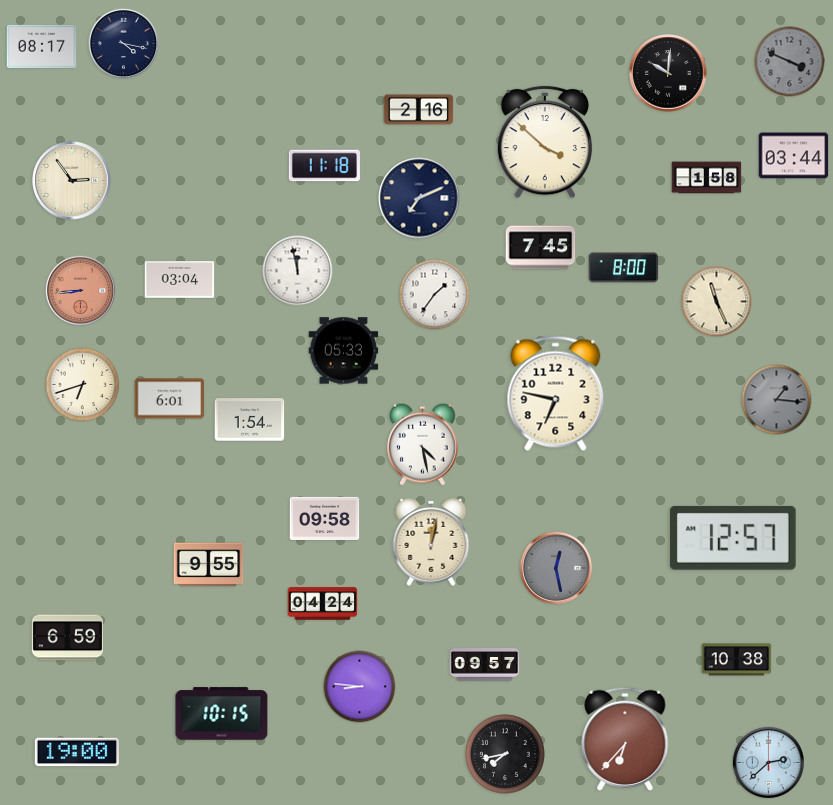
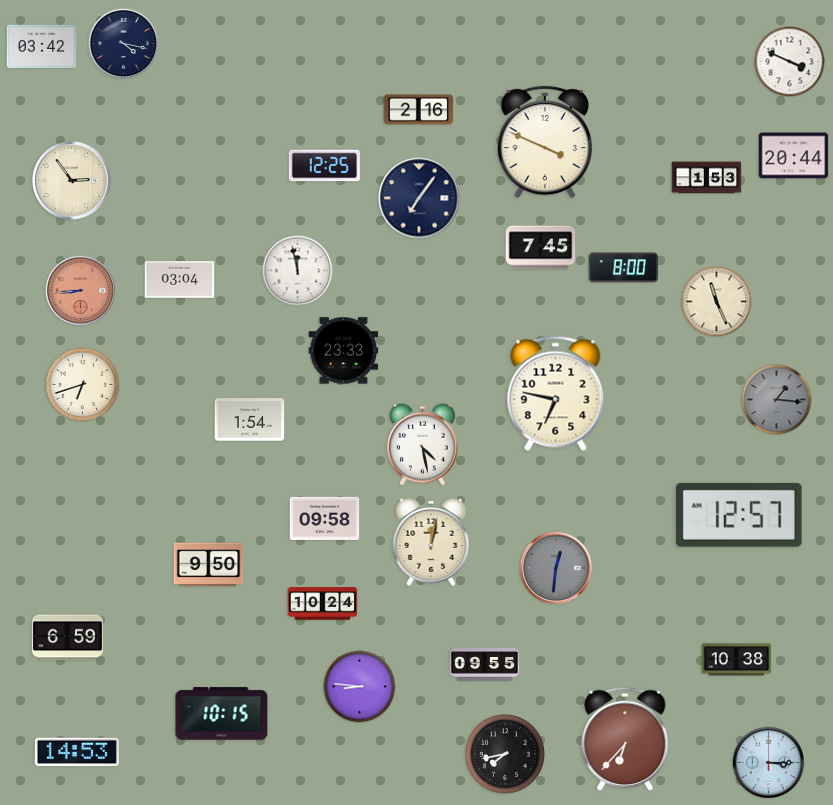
clock at (42, 47): 08:17 -> 03:42
clock at (790, 62) dial: grey -> white
clock at (668, 73): 10:01 -> none
clock at (545, 142): 3:52 -> 3:49
clock at (794, 156): 03:44 -> 20:44
clock at (324, 166): 11:18 -> 12:25
clock at (707, 178): 1:58 -> 1:53
clock at (419, 198): 7:11 -> 7:06
clock at (435, 295): 1:36 -> none
clock at (344, 351): 05:33 -> 23:33
clock at (170, 399): 6:01 -> none
clock at (733, 538) position: (733, 538) -> (739, 515)
clock at (209, 565): 9:55 -> 9:50
clock at (556, 568): 12:28 -> 12:31
clock at (323, 604): 04:24 -> 10:24
clock at (485, 665): 09:57 -> 09:55
clock at (77, 752): 19:00 -> 14:53
clock at (768, 762): 2:38 -> 3:15
